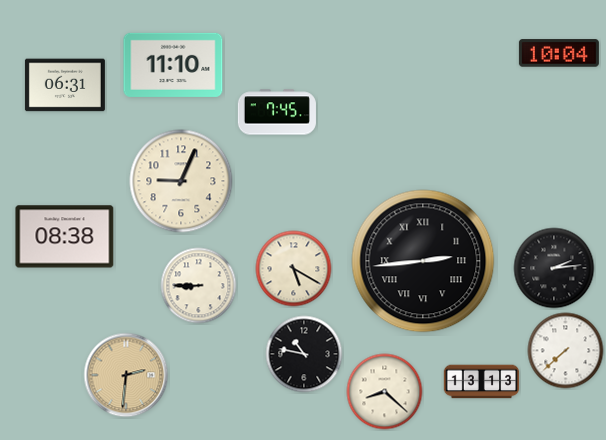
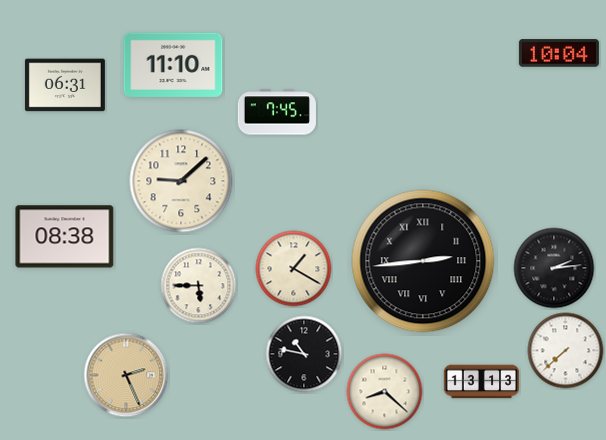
clock at (181, 181): 9:04 -> 9:08
clock at (294, 269): 5:20 -> 1:20
clock at (199, 286): 8:45 -> 5:45
clock at (126, 375): 2:31 -> 2:26
